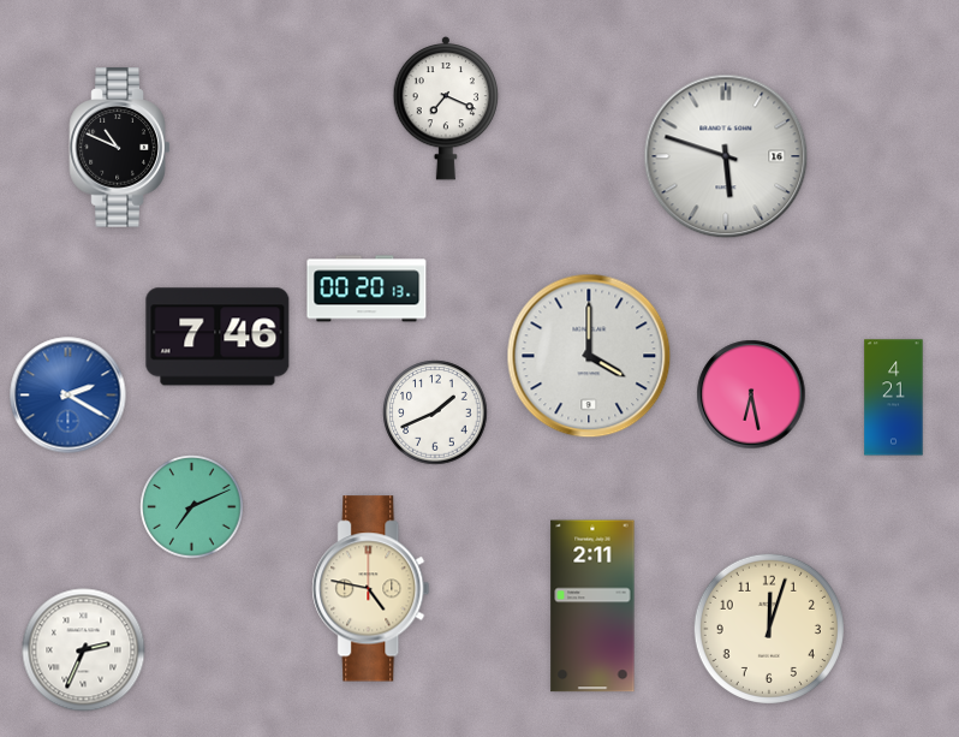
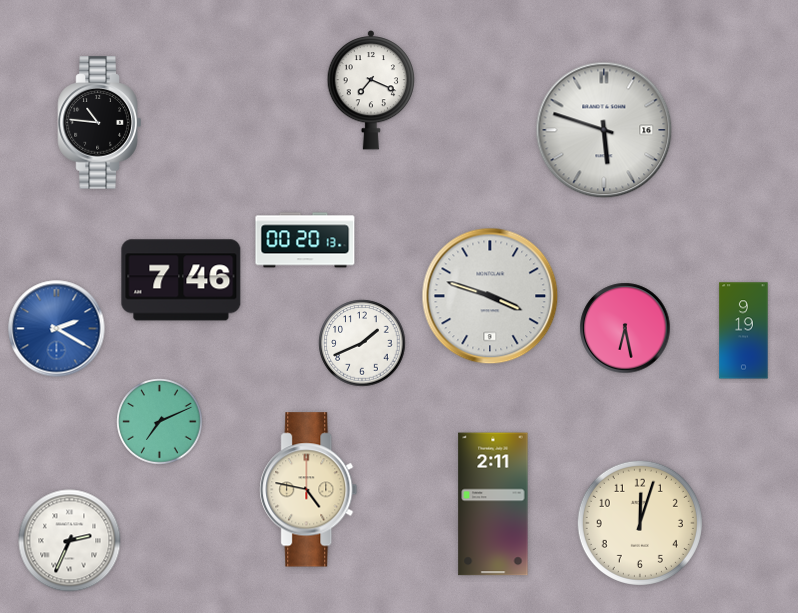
clock at (120, 148): 10:49 -> 10:46
clock at (589, 356): 4:00 -> 3:48
clock at (894, 398): 4:21 -> 9:19
